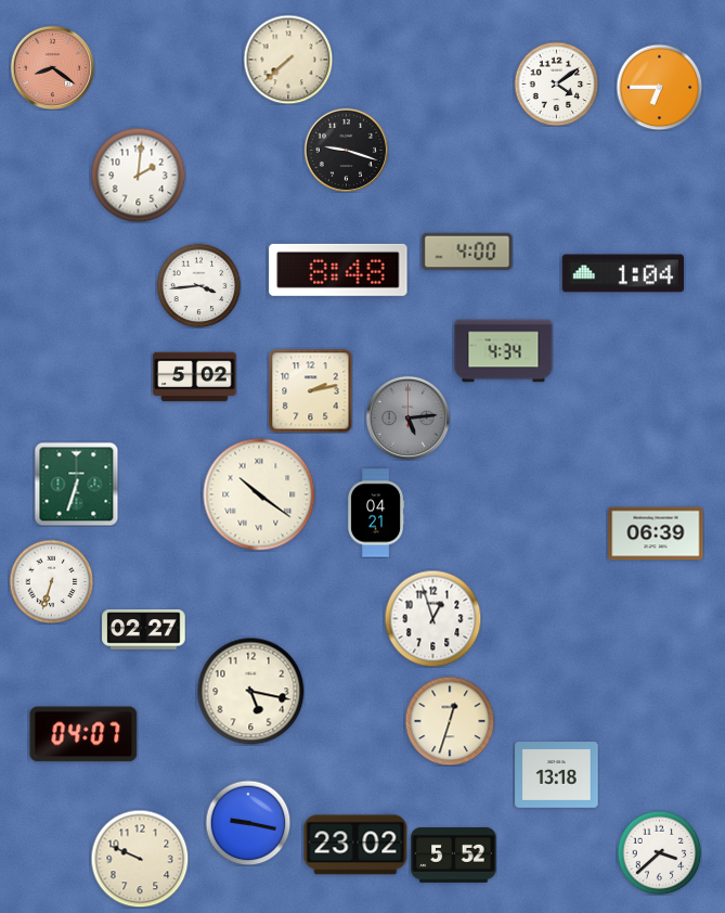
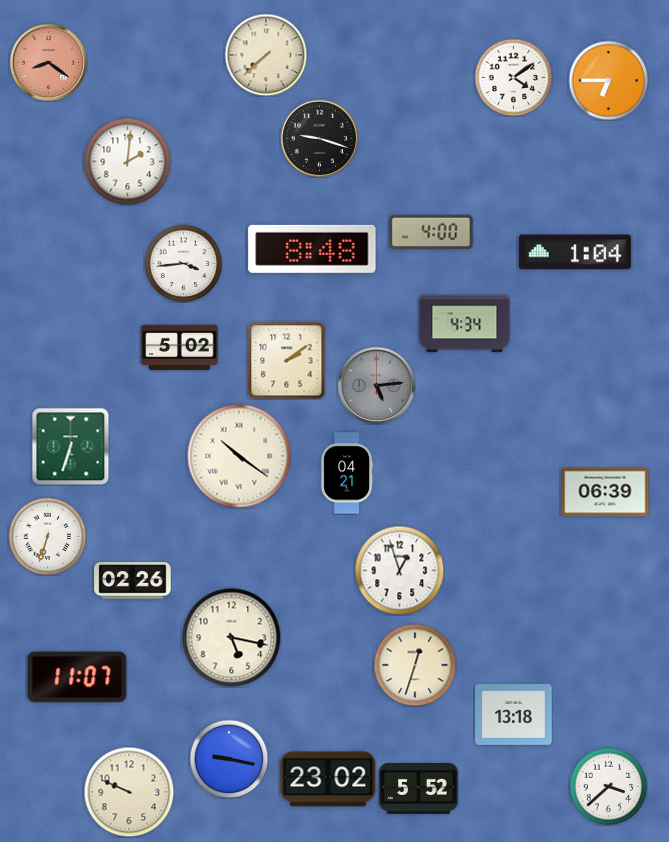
clock at (310, 390): 2:13 -> 2:09
clock at (144, 630): 02:27 -> 02:26
clock at (83, 734): 04:07 -> 11:07
